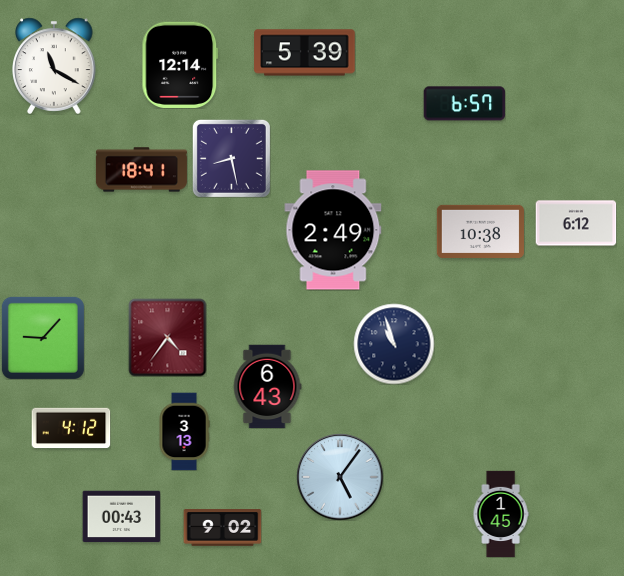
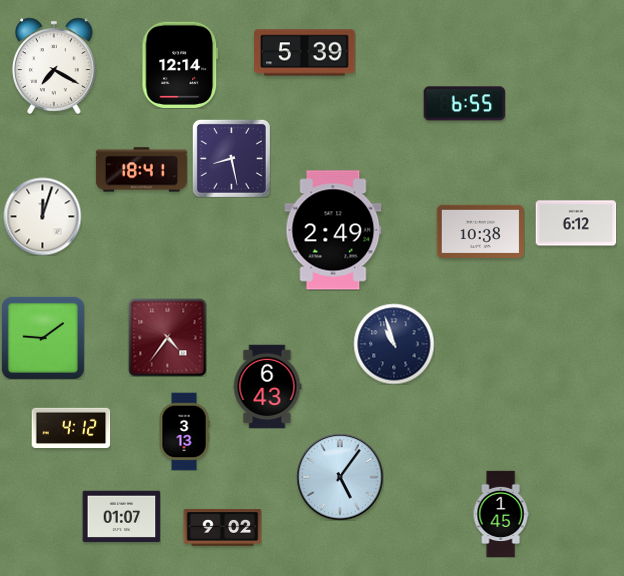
clock at (54, 66): 11:20 -> 7:20
clock at (464, 104): 6:57 -> 6:55
clock at (42, 216): none -> 12:03
clock at (43, 338): 9:07 -> 9:09
clock at (121, 517): 00:43 -> 01:07
